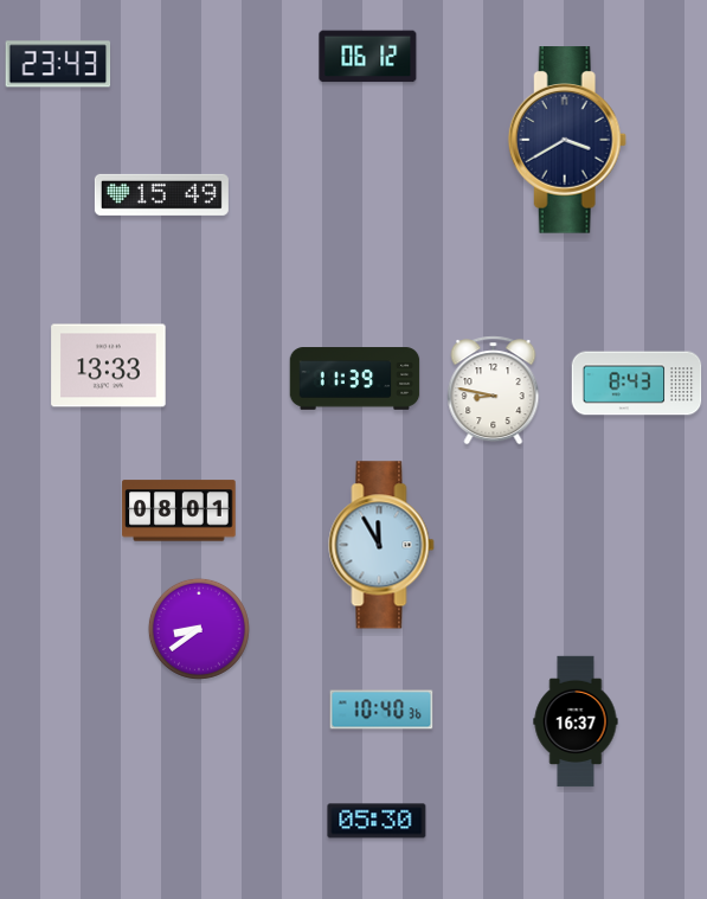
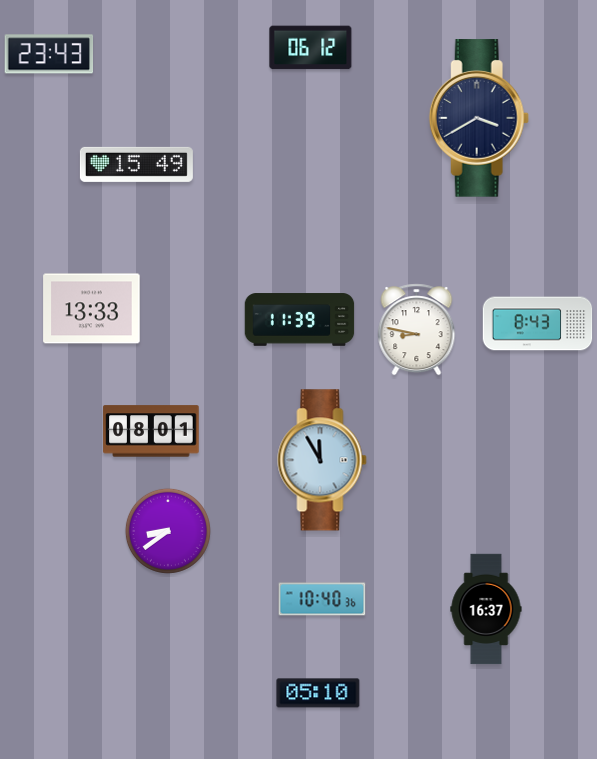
clock at (377, 821): 05:30 -> 05:10
